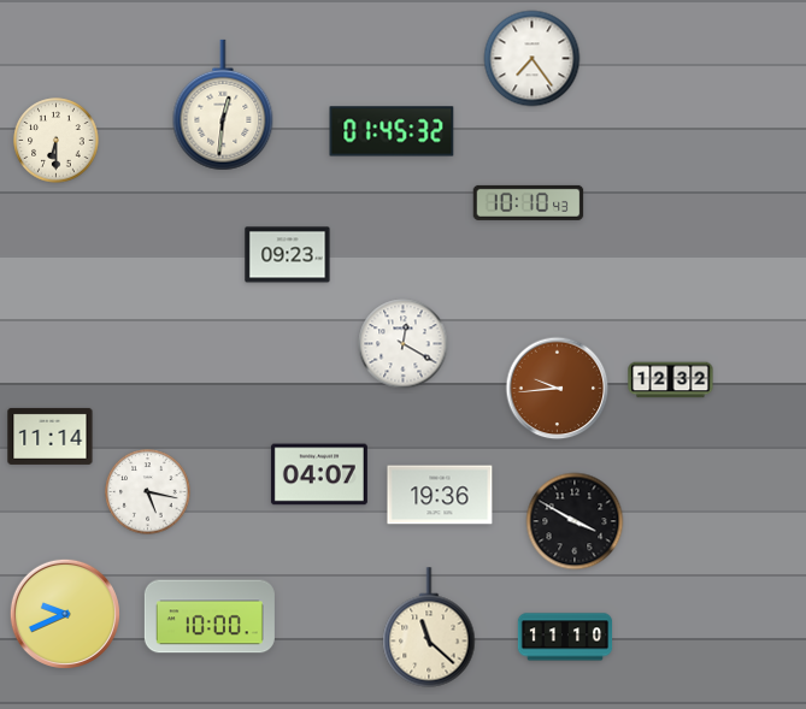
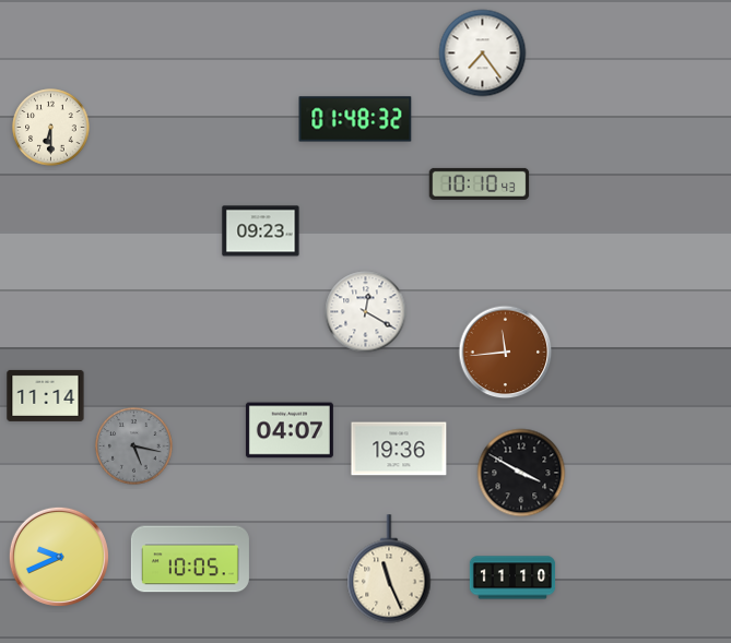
clock at (223, 105): 12:31 -> none
clock at (392, 131): 01:45 -> 01:48
clock at (671, 380): 12:32 -> none
clock at (558, 389): 9:44 -> 11:44
clock at (148, 492) dial: white -> grey
clock at (210, 616): 10:00 -> 10:05
clock at (429, 627): 11:22 -> 11:26
